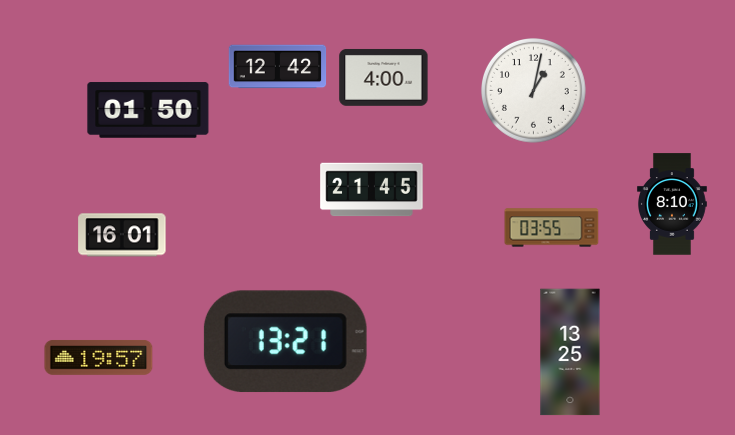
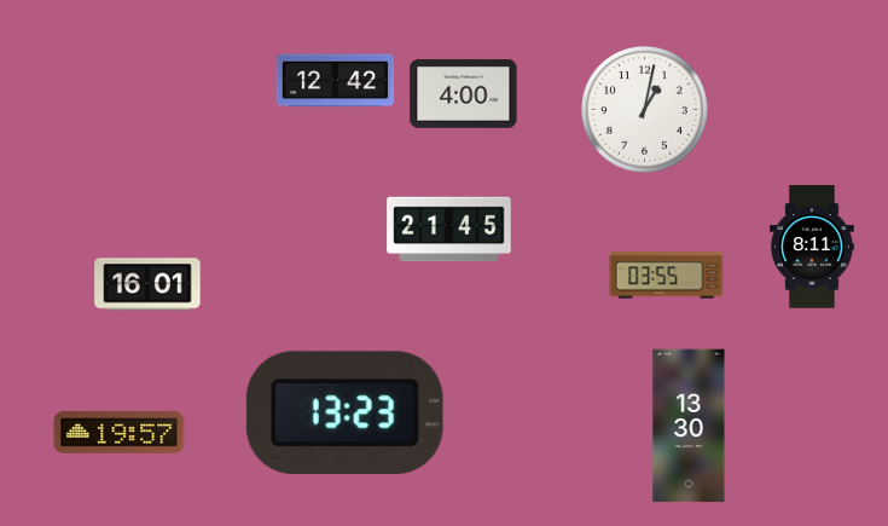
clock at (148, 110): 01:50 -> none
clock at (673, 204): 8:10 -> 8:11
clock at (285, 342): 13:21 -> 13:23
clock at (570, 352): 13:25 -> 13:30
